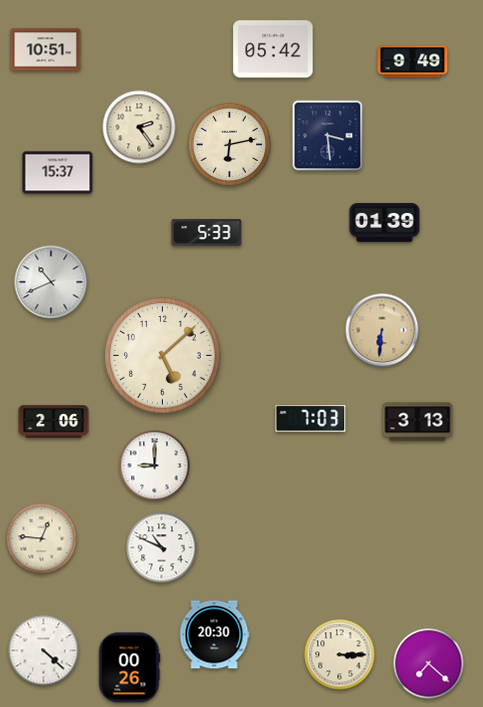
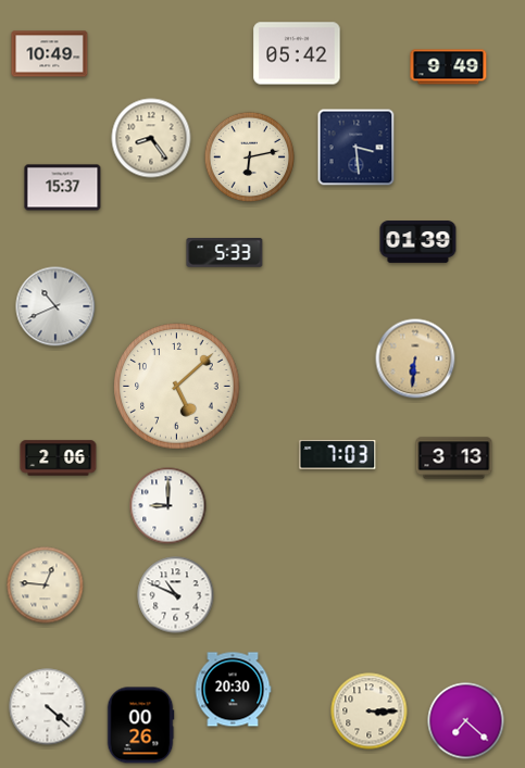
clock at (46, 50): 10:51 -> 10:49
clock at (139, 127): 2:24 -> 8:24
